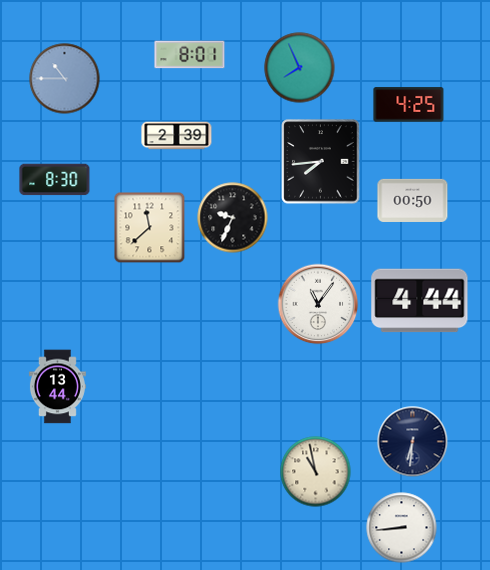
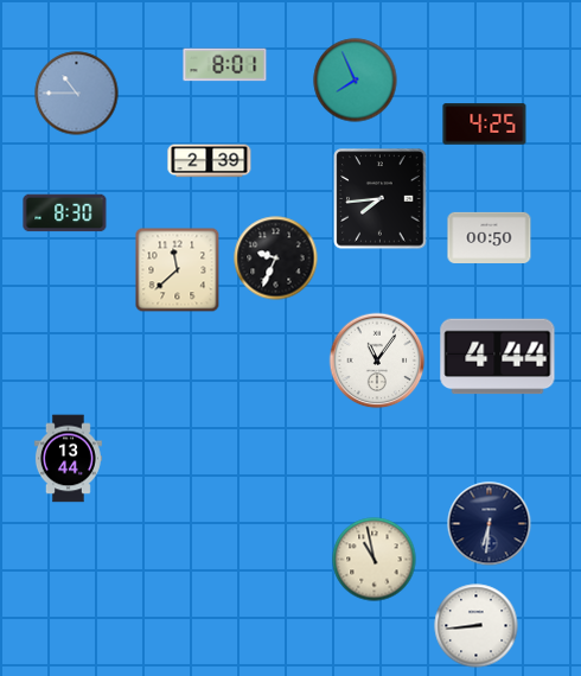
clock at (321, 162) position: (321, 162) -> (381, 199)
